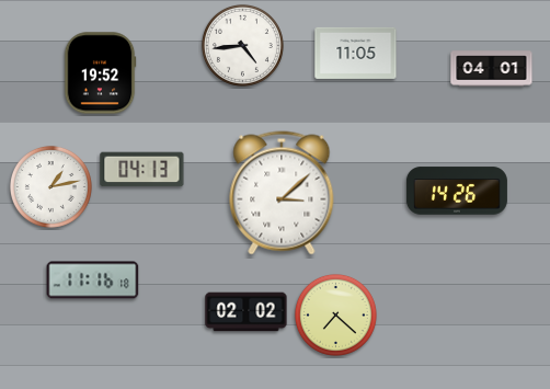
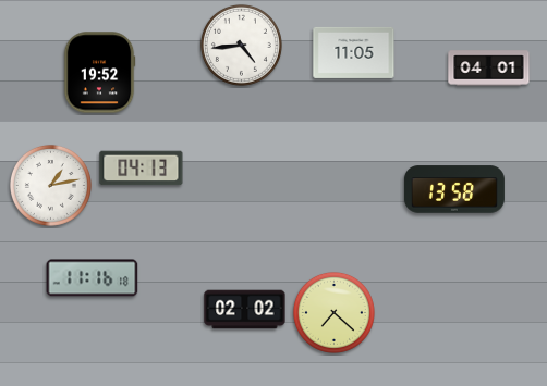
clock at (457, 191): 14:26 -> 13:58
clock at (282, 193): 3:08 -> none
